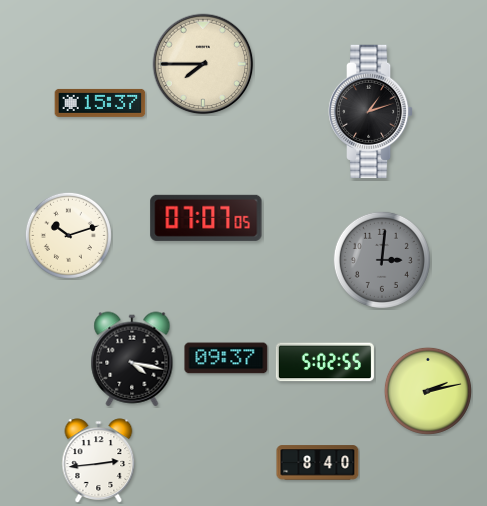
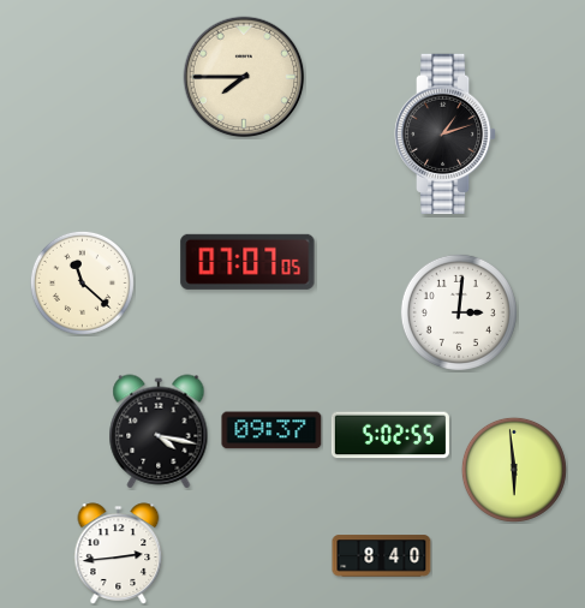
clock at (100, 103): 15:37 -> none
clock at (68, 235): 10:12 -> 11:22
clock at (382, 260) dial: grey -> white
clock at (428, 391): 2:13 -> 5:59
